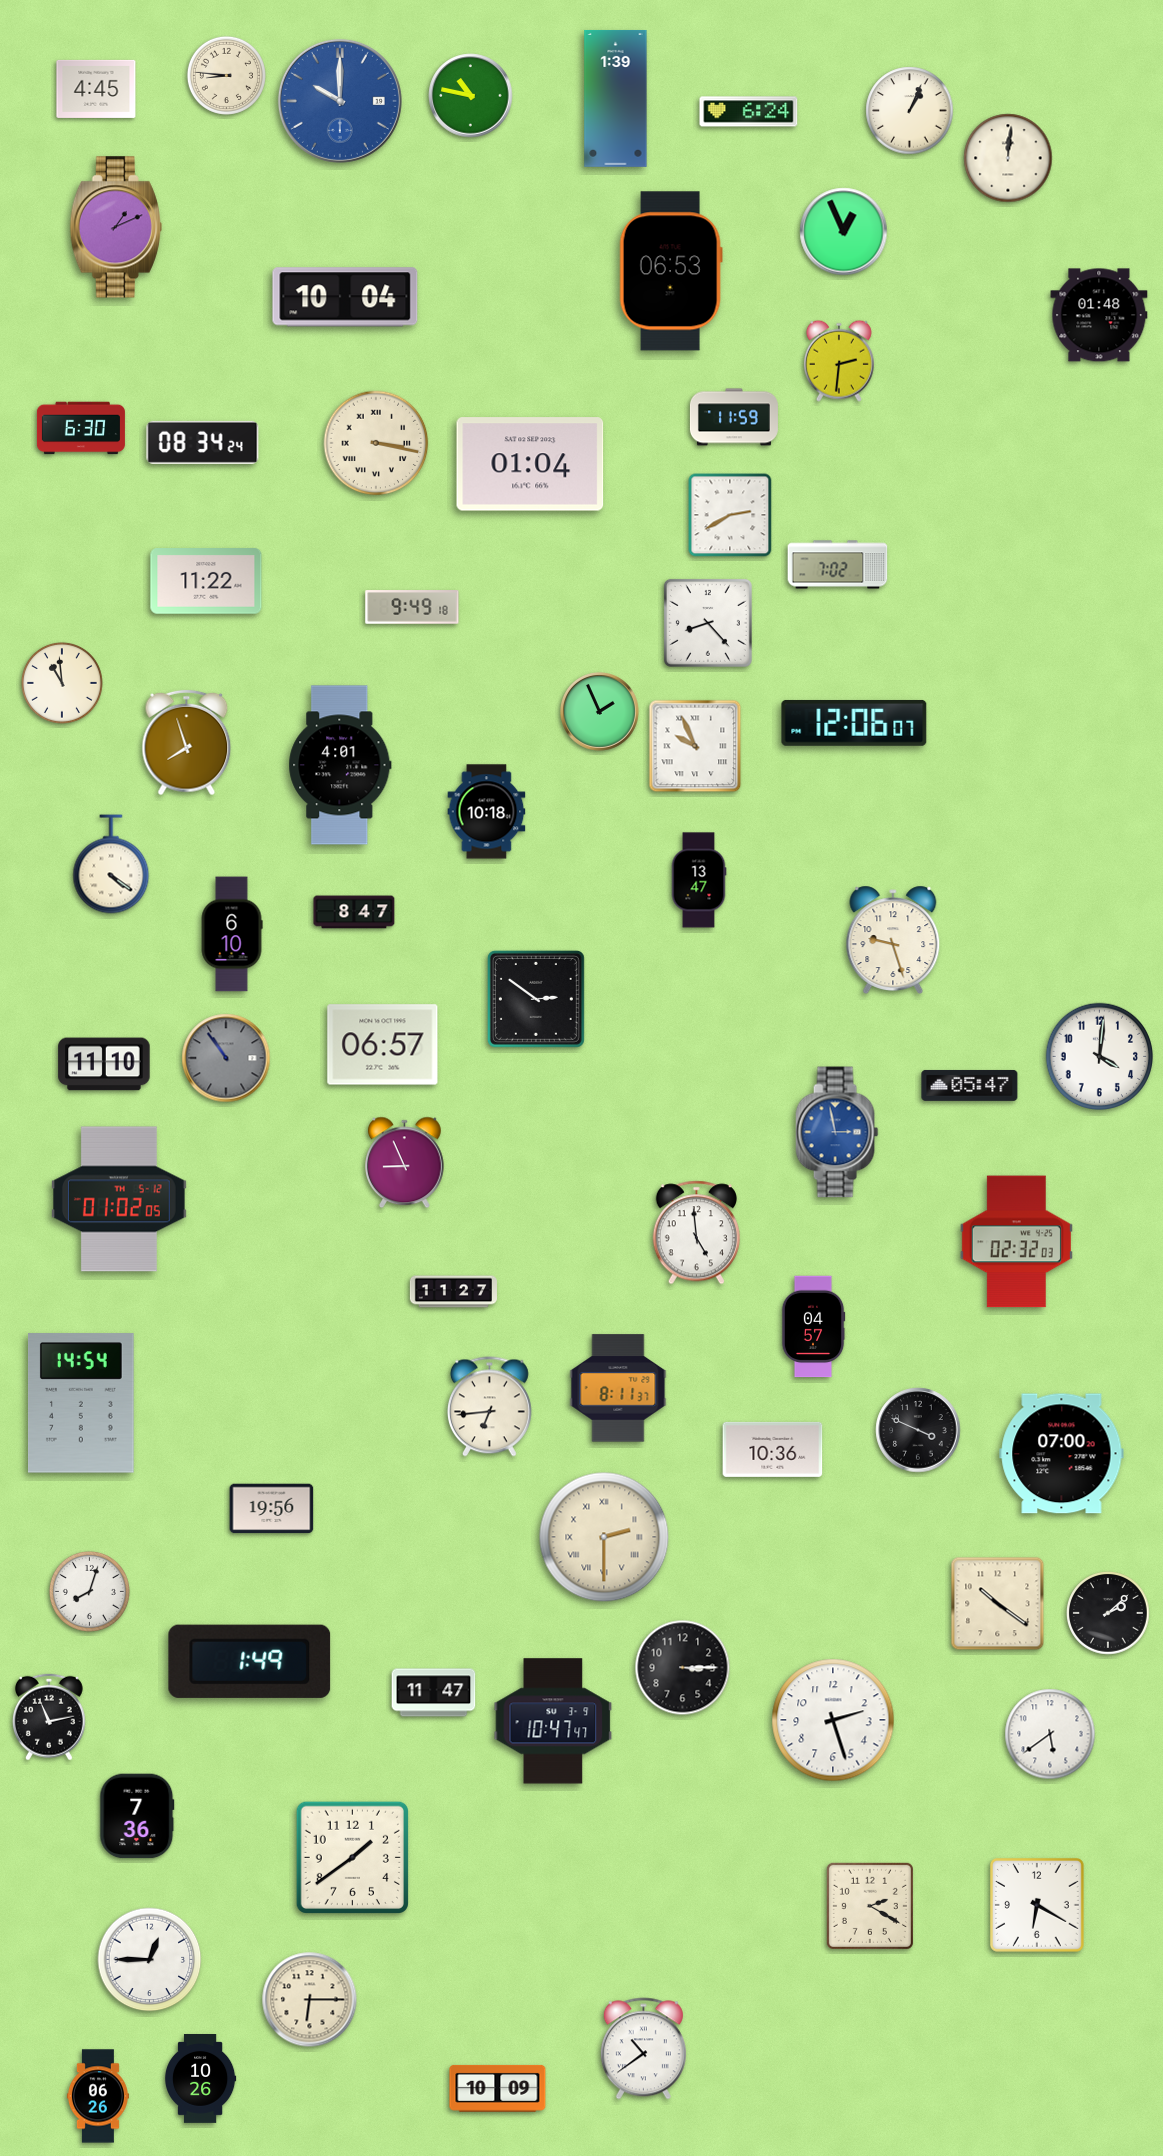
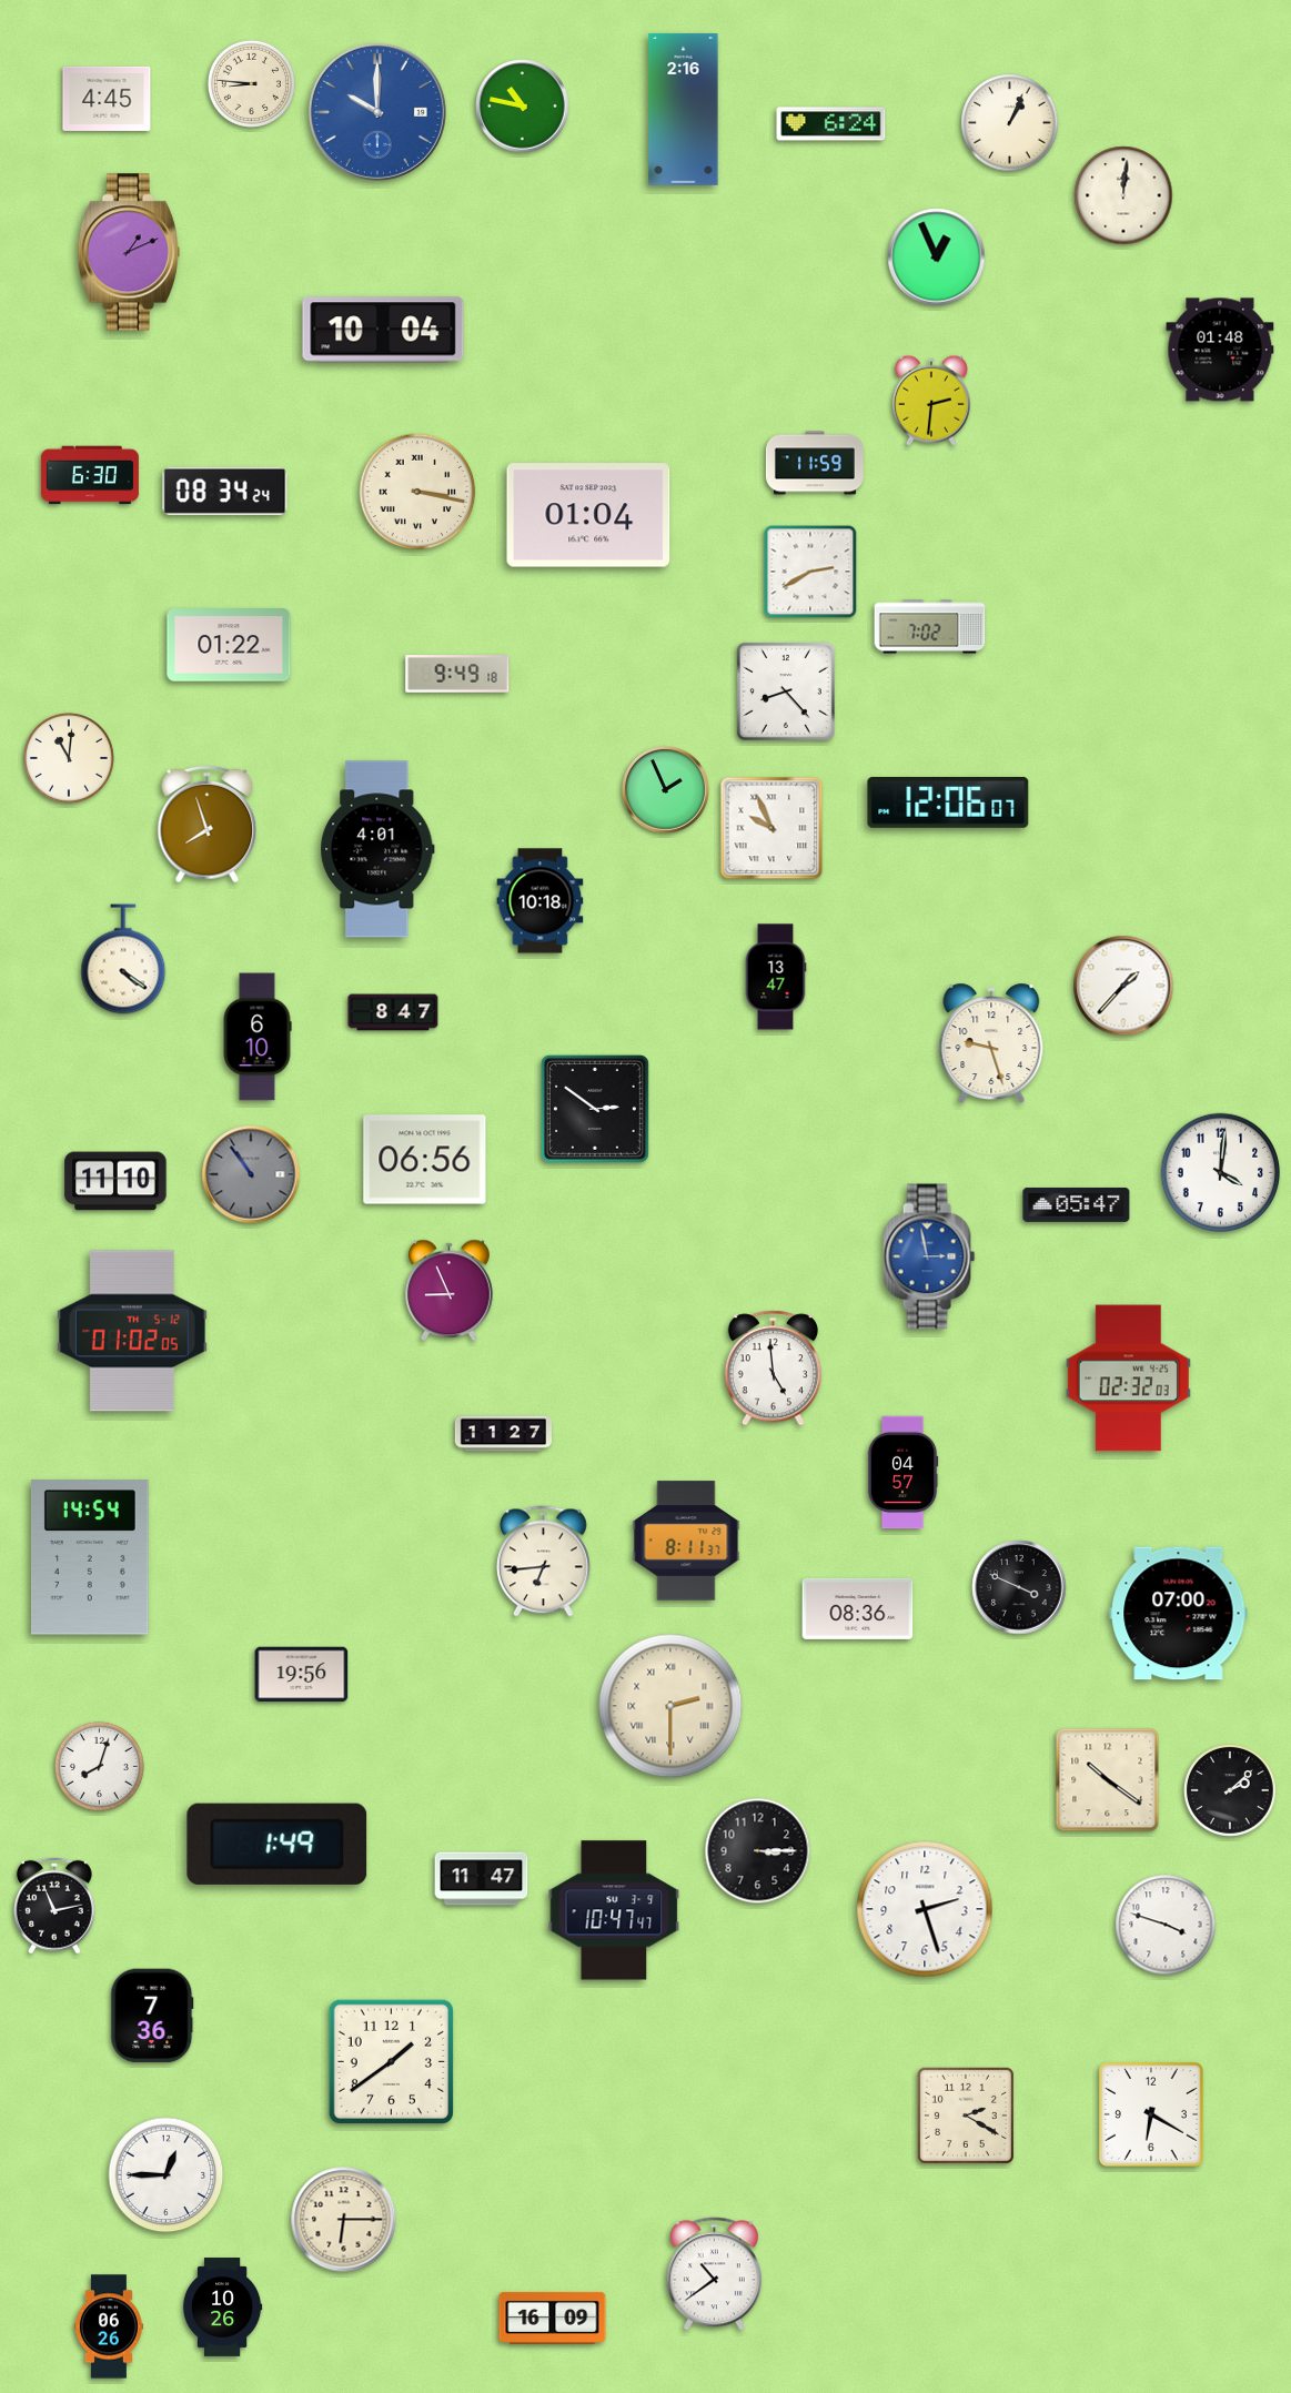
clock at (616, 98): 1:39 -> 2:16
clock at (1008, 158) position: (1008, 158) -> (1123, 195)
clock at (671, 271): 06:53 -> none
clock at (206, 581): 11:22 -> 01:22
clock at (62, 683): 10:59 -> 11:01
clock at (1123, 986): none -> 1:37
clock at (383, 1045): 06:57 -> 06:56
clock at (773, 1449): 10:36 -> 08:36
clock at (1050, 1734): 5:39 -> 3:48
clock at (498, 2088): 10:09 -> 16:09
